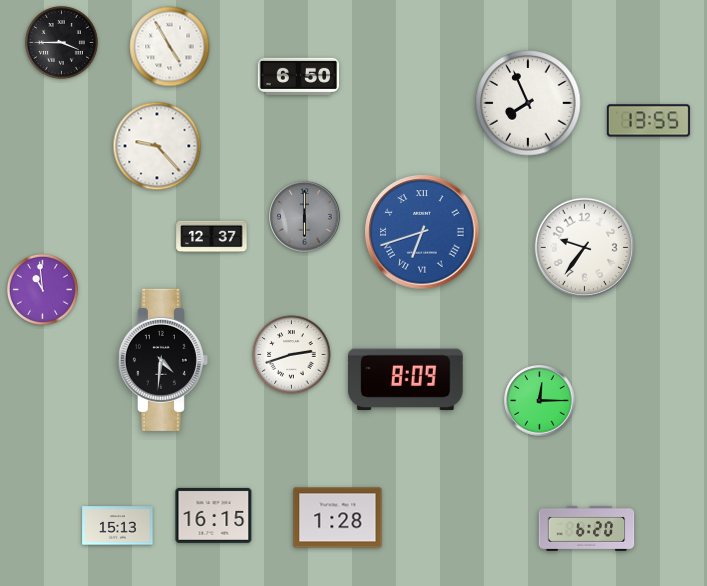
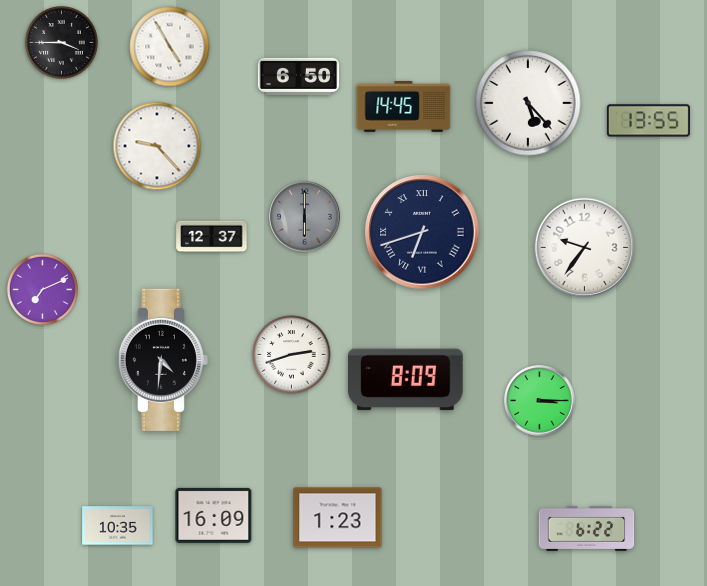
clock at (528, 103): 7:56 -> 5:23
clock at (404, 106): none -> 14:45
clock at (422, 232) dial: blue -> navy
clock at (42, 289): 10:59 -> 7:11
clock at (540, 401): 12:15 -> 3:15
clock at (214, 515): 16:15 -> 16:09
clock at (338, 518): 1:28 -> 1:23
clock at (118, 526): 15:13 -> 10:35
clock at (587, 528): 6:20 -> 6:22
